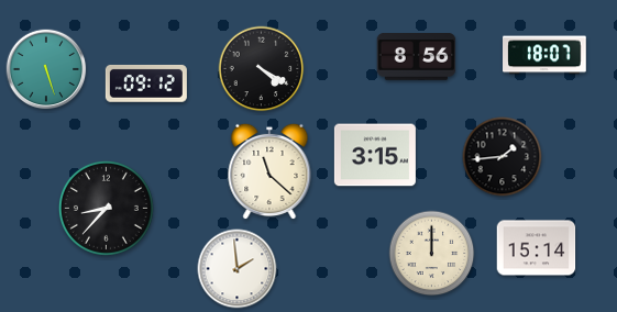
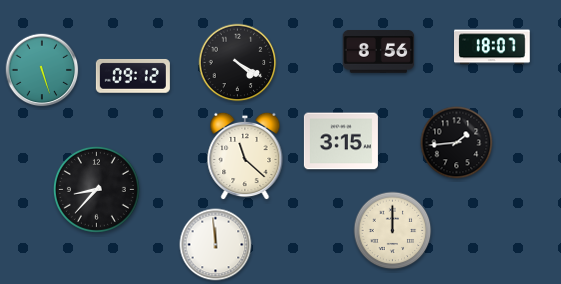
clock at (544, 55) position: (544, 55) -> (492, 47)
clock at (46, 69) position: (46, 69) -> (42, 70)
clock at (537, 248): 15:14 -> none
clock at (238, 269): 1:59 -> 11:59
